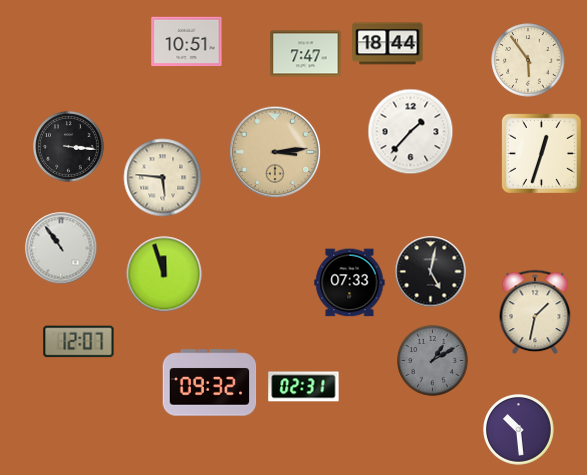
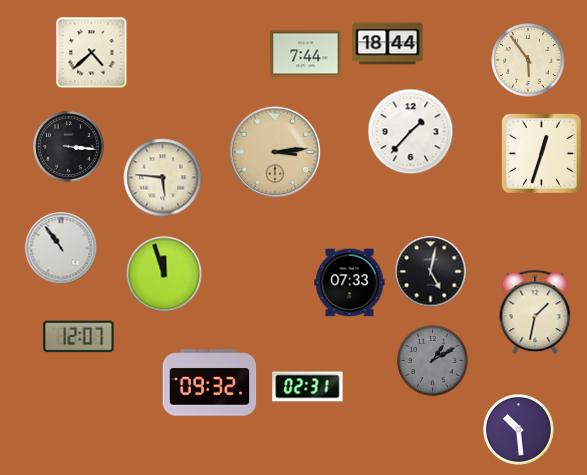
clock at (187, 42): 10:51 -> none
clock at (92, 53): none -> 4:38
clock at (306, 54): 7:47 -> 7:44
clock at (79, 342) position: (79, 342) -> (79, 337)
clock at (304, 387) position: (304, 387) -> (308, 387)
